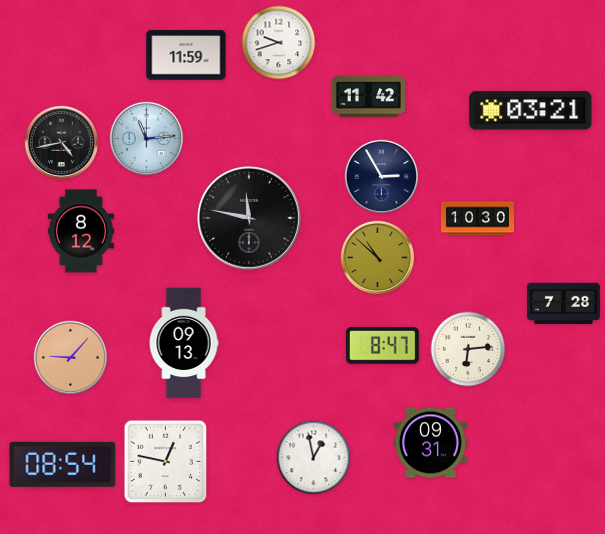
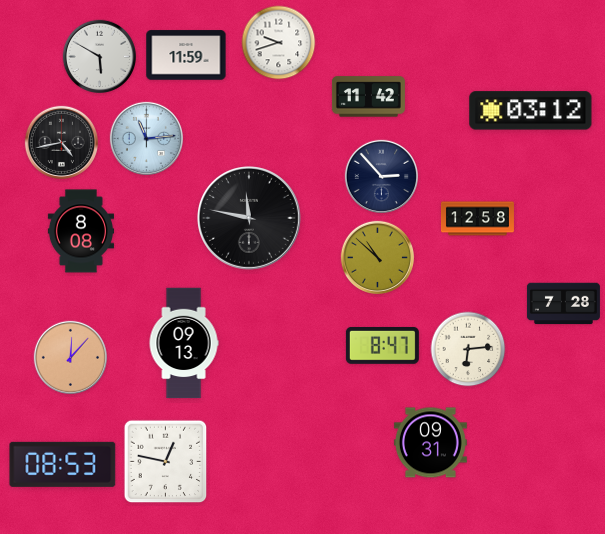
clock at (99, 56): none -> 5:50
clock at (531, 111): 03:21 -> 03:12
clock at (381, 176): 2:55 -> 2:53
clock at (477, 219): 10:30 -> 12:58
clock at (80, 231): 8:12 -> 8:08
clock at (70, 357): 9:07 -> 12:07
clock at (314, 458): 12:58 -> none
clock at (63, 464): 08:54 -> 08:53
